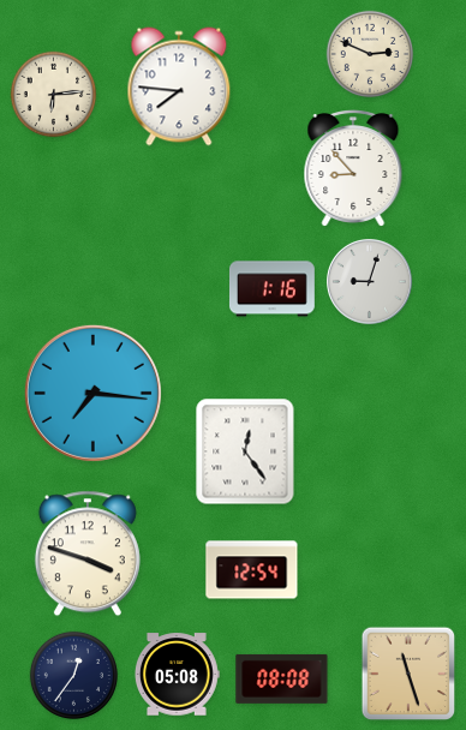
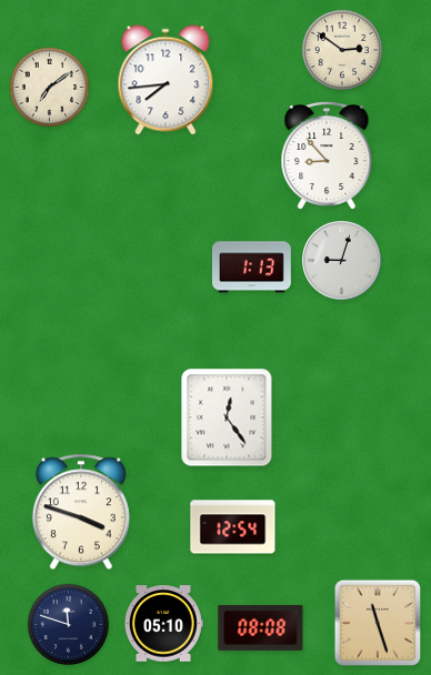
clock at (370, 54): 2:49 -> 2:51
clock at (179, 86): 7:46 -> 7:44
clock at (54, 95): 6:14 -> 7:09
clock at (271, 289): 1:16 -> 1:13
clock at (92, 393): 7:16 -> none
clock at (73, 675): 12:36 -> 11:48
clock at (177, 675): 05:08 -> 05:10
